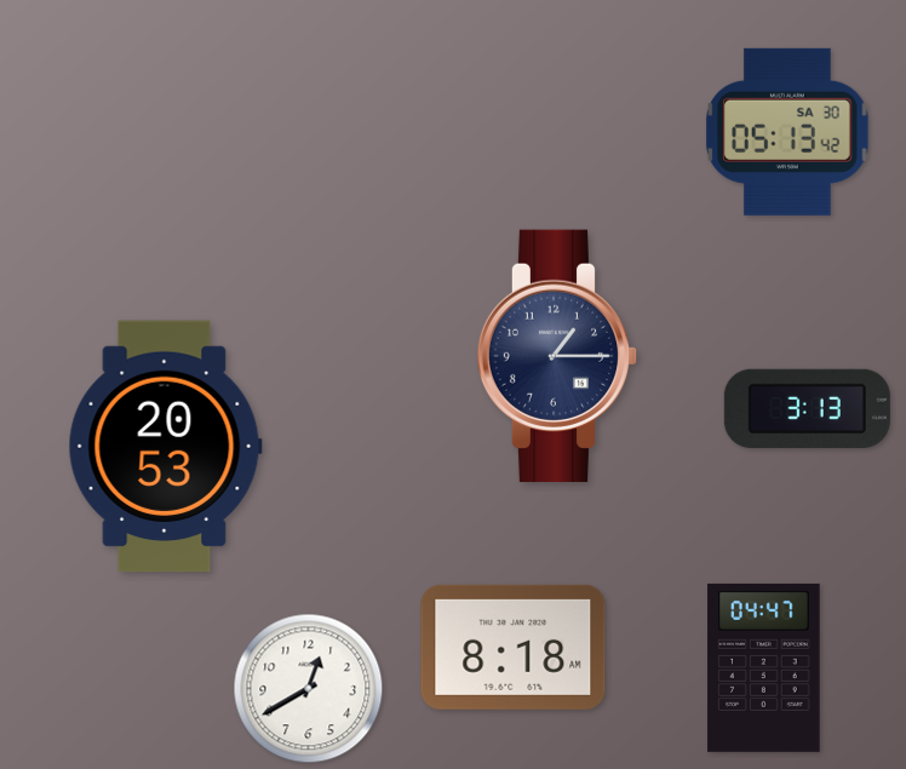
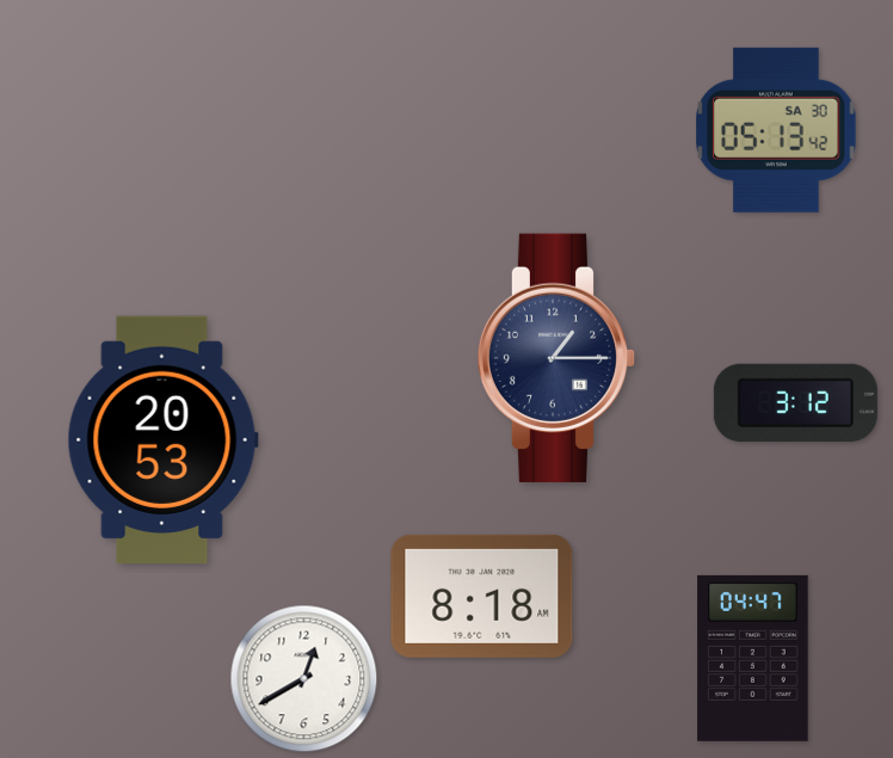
clock at (557, 356) position: (557, 356) -> (556, 358)
clock at (807, 408): 3:13 -> 3:12
clock at (514, 647) position: (514, 647) -> (482, 596)
